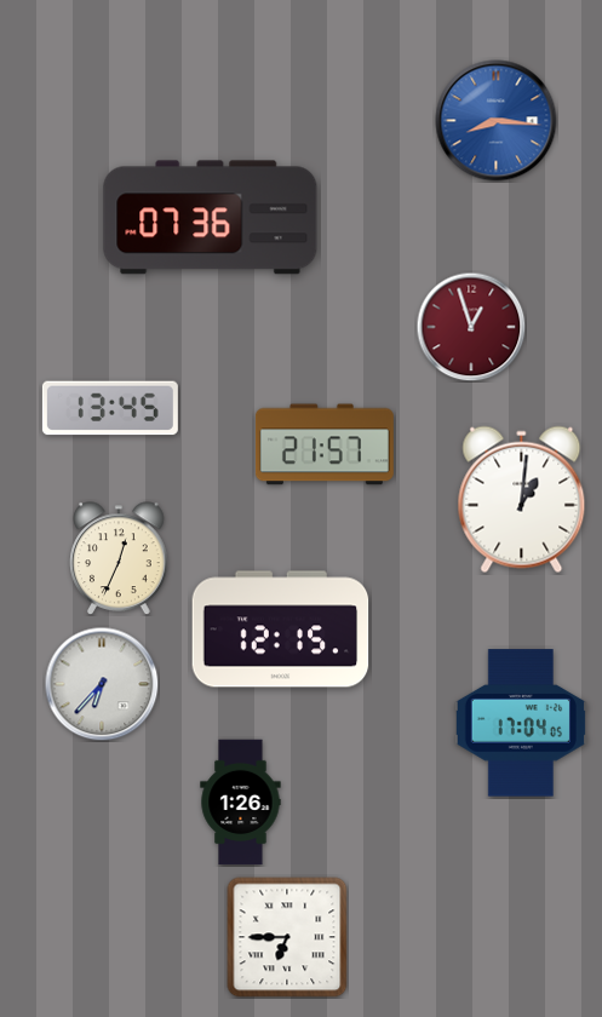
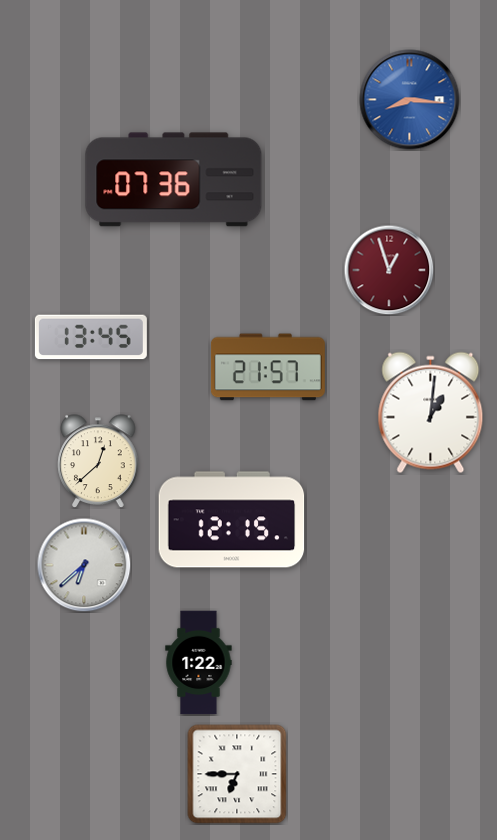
clock at (119, 558): 12:34 -> 12:38
clock at (102, 684): 6:37 -> 6:38
clock at (521, 723): 17:04 -> none
clock at (241, 803): 1:26 -> 1:22
